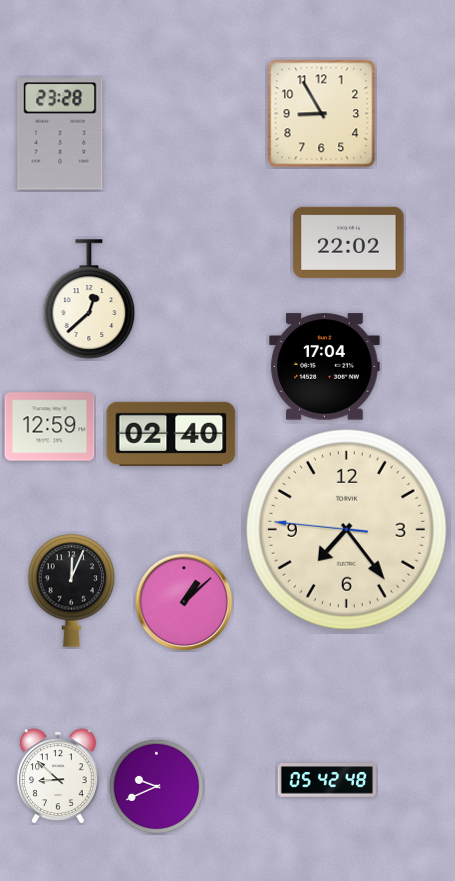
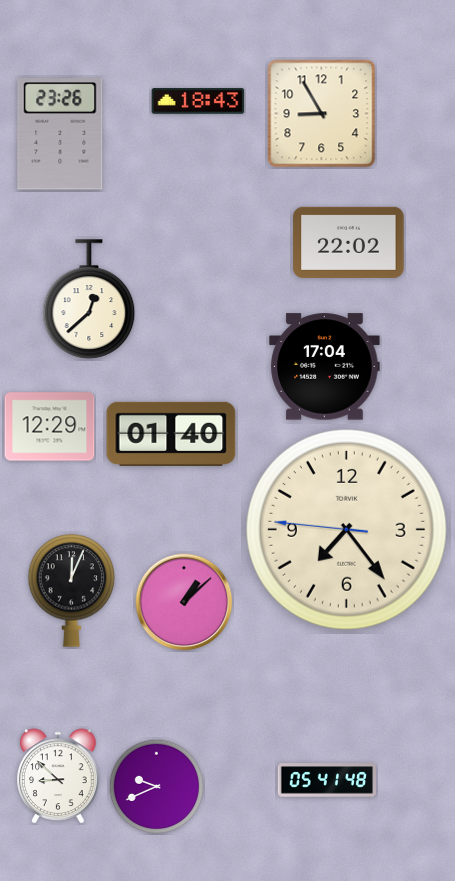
clock at (198, 101): none -> 18:43
clock at (60, 134): 23:28 -> 23:26
clock at (50, 427): 12:59 -> 12:29
clock at (171, 434): 02:40 -> 01:40
clock at (326, 780): 05:42 -> 05:41
